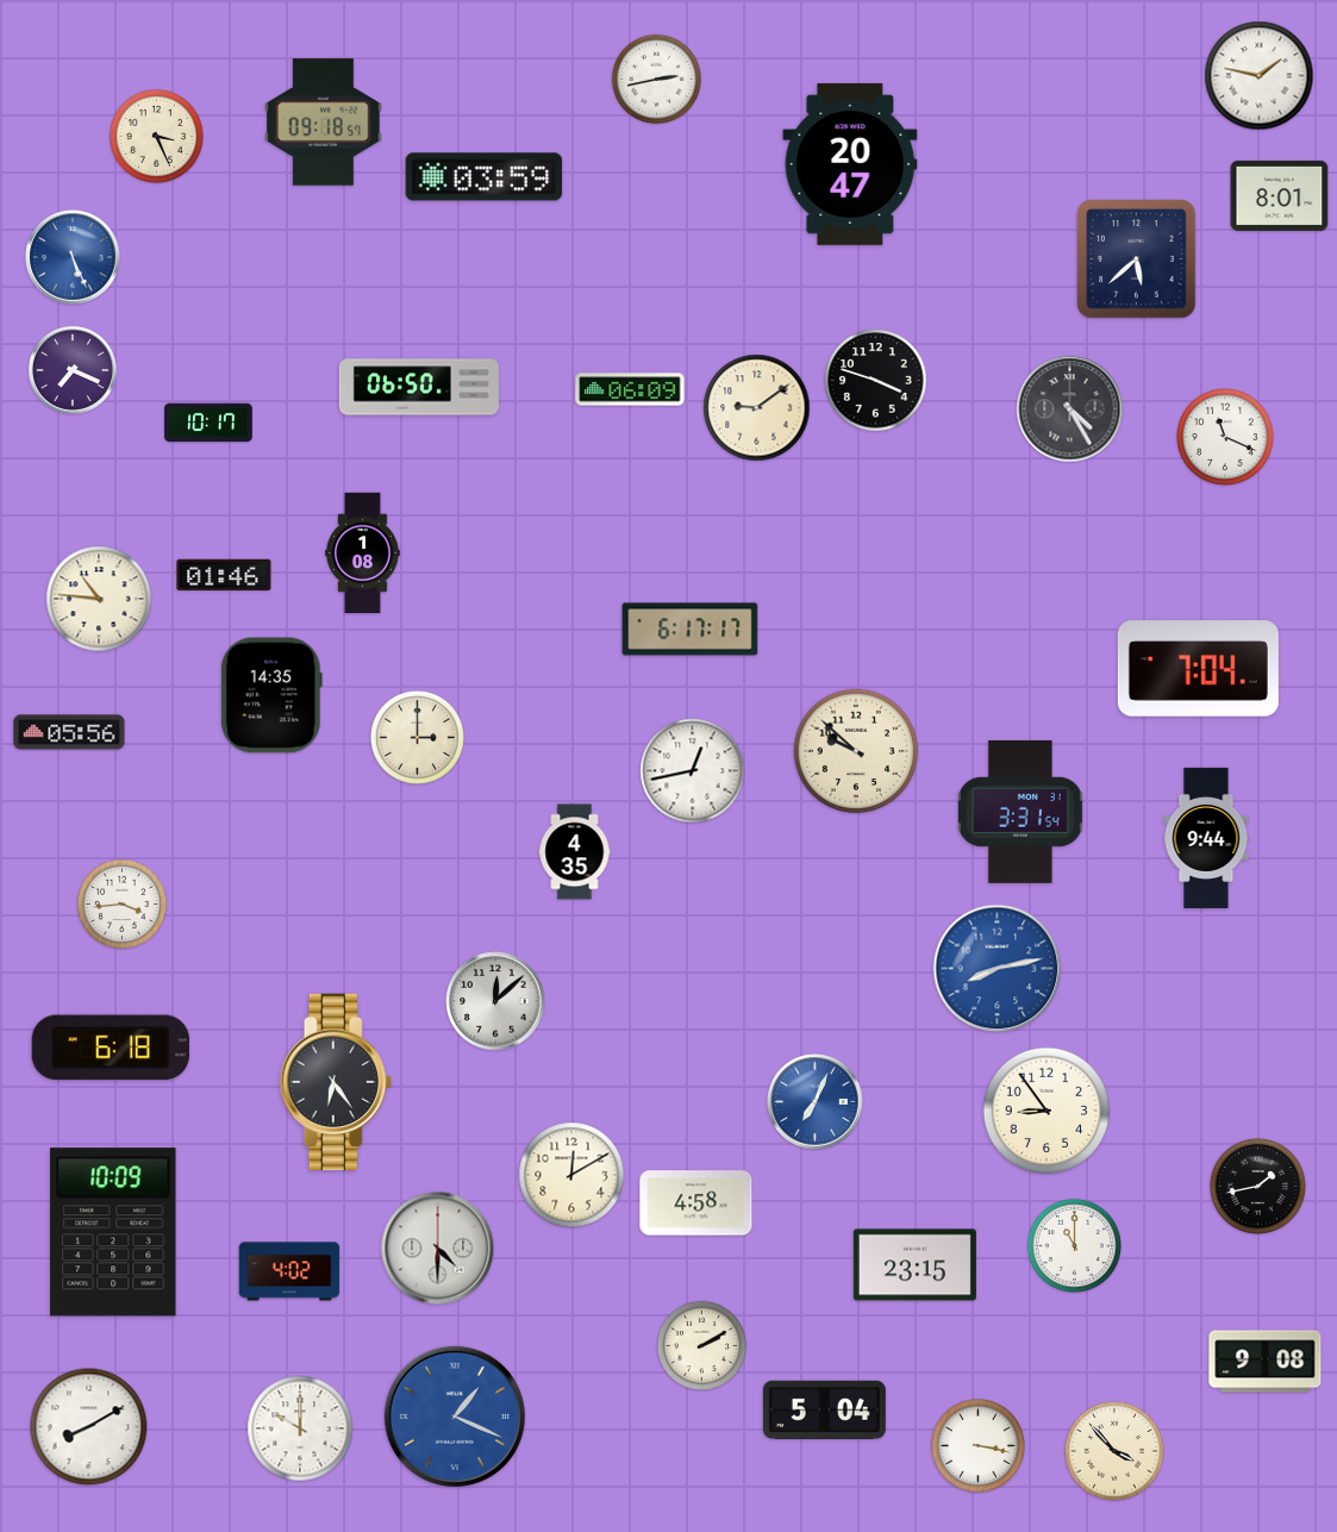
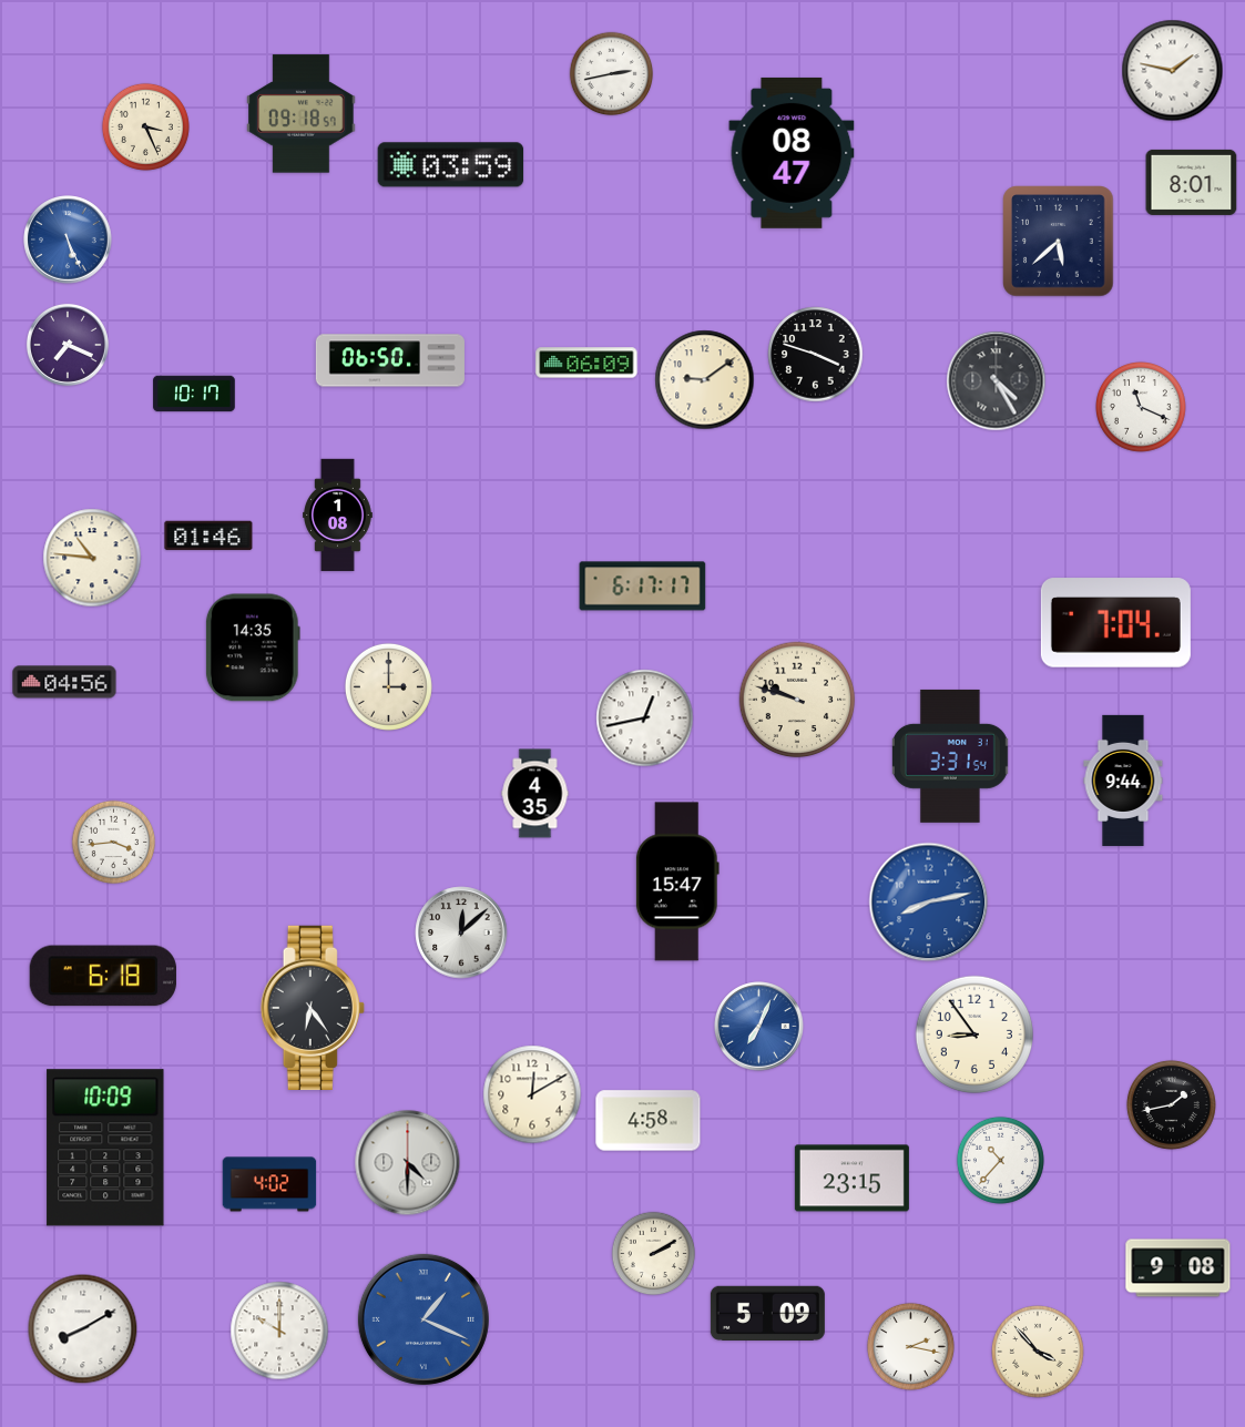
clock at (850, 164): 20:47 -> 08:47
clock at (69, 732): 05:56 -> 04:56
clock at (856, 751): 9:52 -> 9:48
clock at (677, 881): none -> 15:47
clock at (1074, 1245): 11:00 -> 10:37
clock at (824, 1409): 5:04 -> 5:09
clock at (977, 1445): 3:17 -> 2:17
